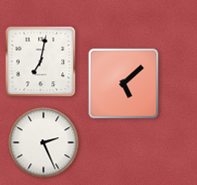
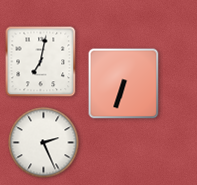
clock at (124, 84): 5:08 -> 6:33
